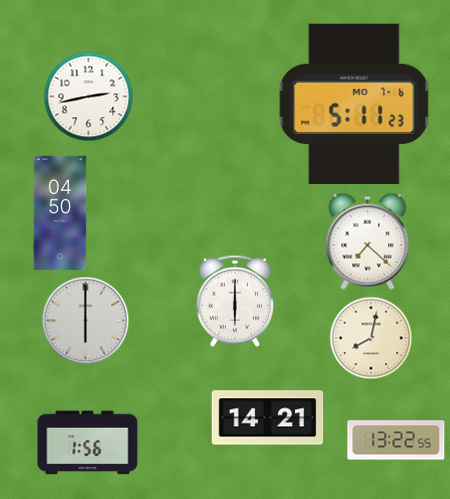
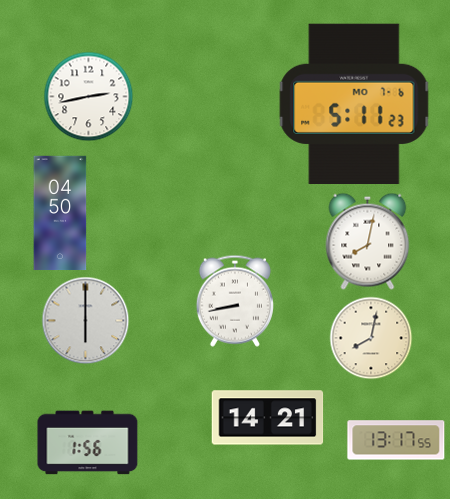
clock at (368, 241): 7:22 -> 8:02
clock at (235, 301): 6:00 -> 8:43
clock at (396, 440): 13:22 -> 13:17
